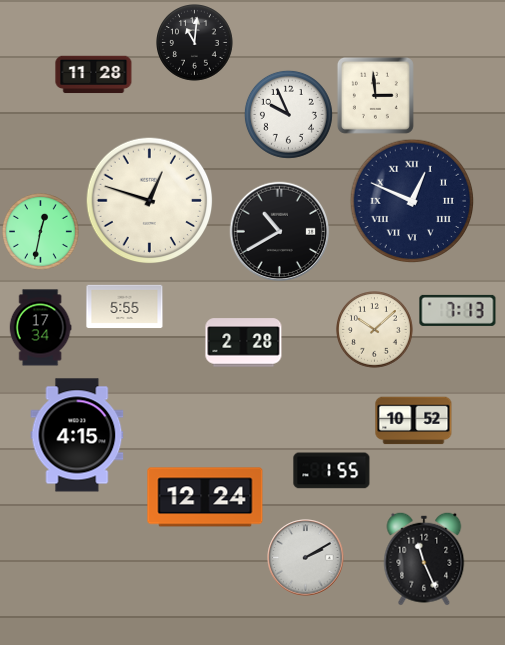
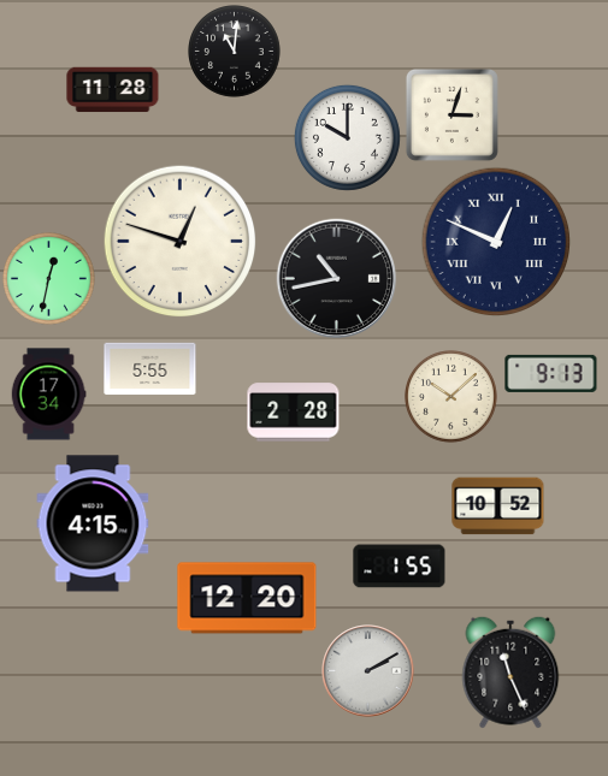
clock at (375, 95): 2:59 -> 3:03
clock at (288, 114): 9:56 -> 10:00
clock at (280, 232): 10:40 -> 10:43
clock at (458, 310): 7:13 -> 9:13
clock at (205, 497): 12:24 -> 12:20
